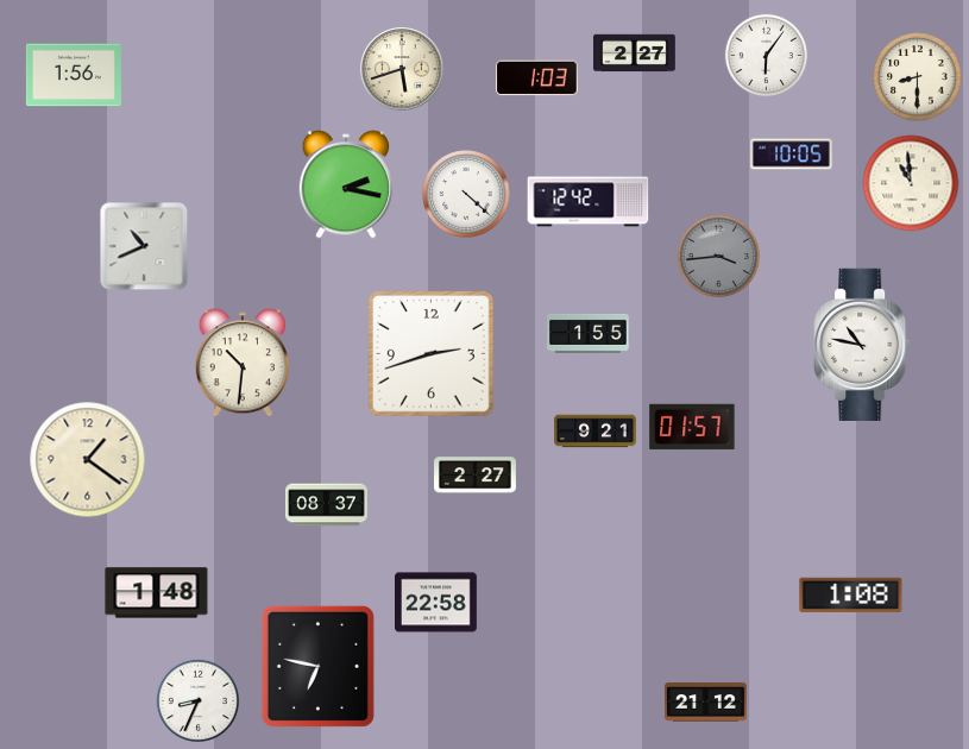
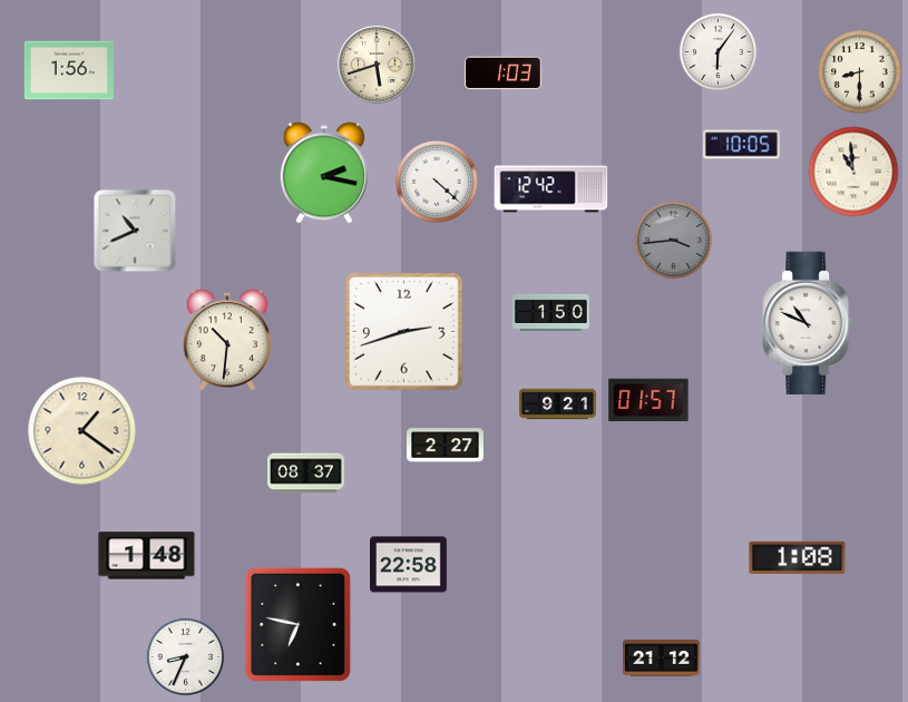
clock at (635, 53): 2:27 -> none
clock at (589, 333): 1:55 -> 1:50
clock at (862, 344): 10:47 -> 10:49
